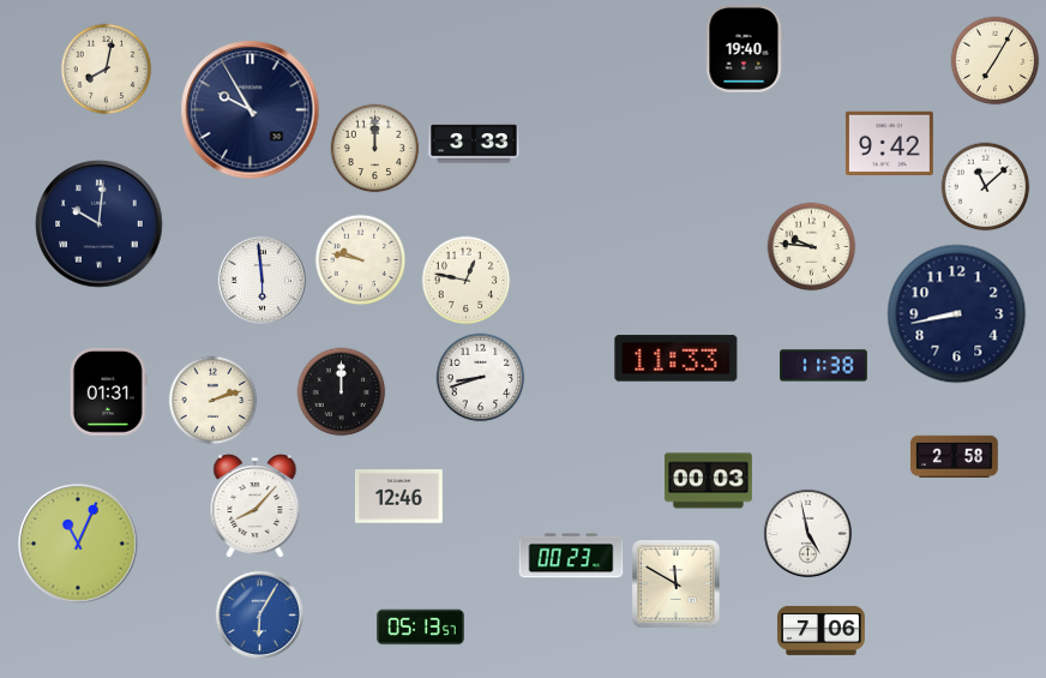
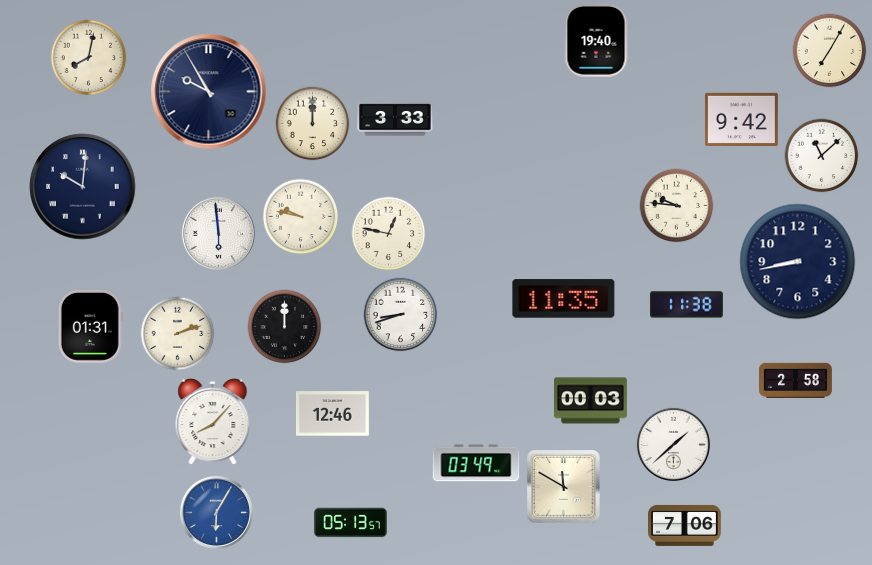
clock at (744, 48) position: (744, 48) -> (596, 40)
clock at (677, 359): 11:33 -> 11:35
clock at (807, 533): 4:58 -> 1:38
clock at (78, 544): 11:04 -> none
clock at (571, 556): 00:23 -> 03:49
